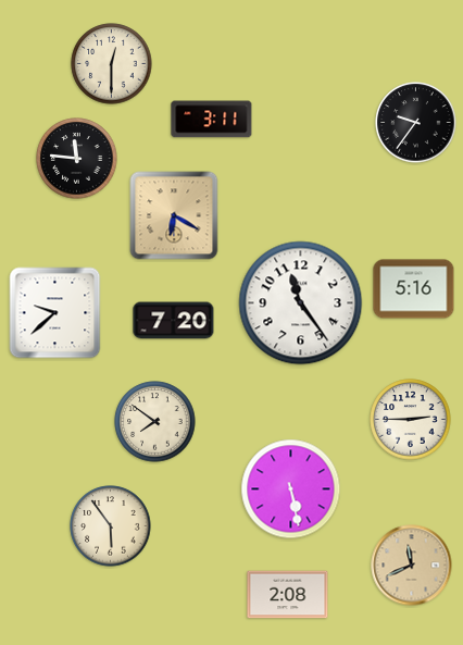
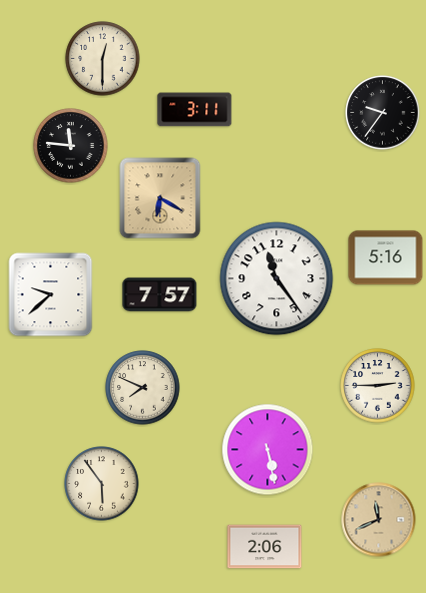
clock at (414, 289) position: (414, 289) -> (386, 258)
clock at (55, 313) position: (55, 313) -> (51, 295)
clock at (174, 321): 7:20 -> 7:57
clock at (155, 422): 7:51 -> 7:49
clock at (288, 595): 2:08 -> 2:06
